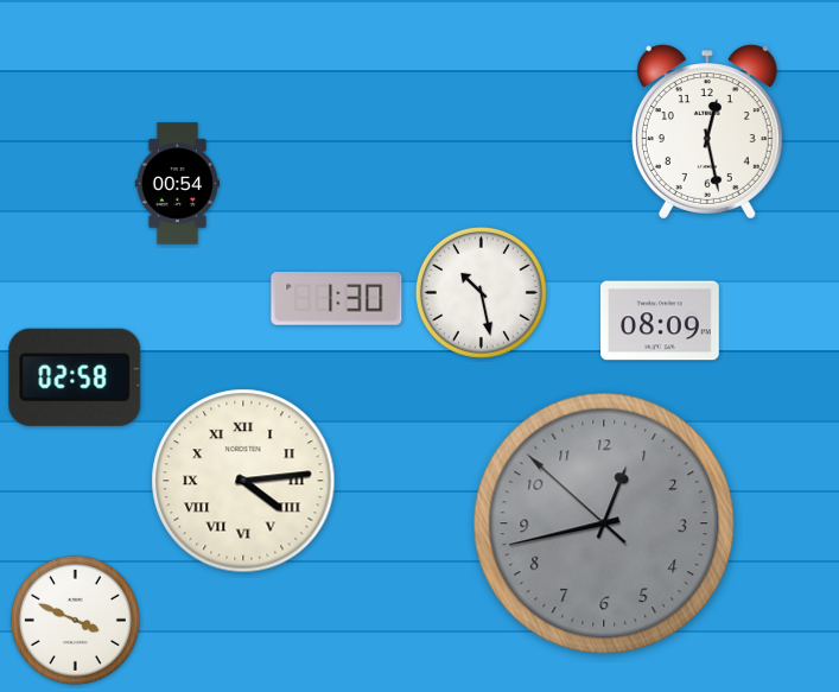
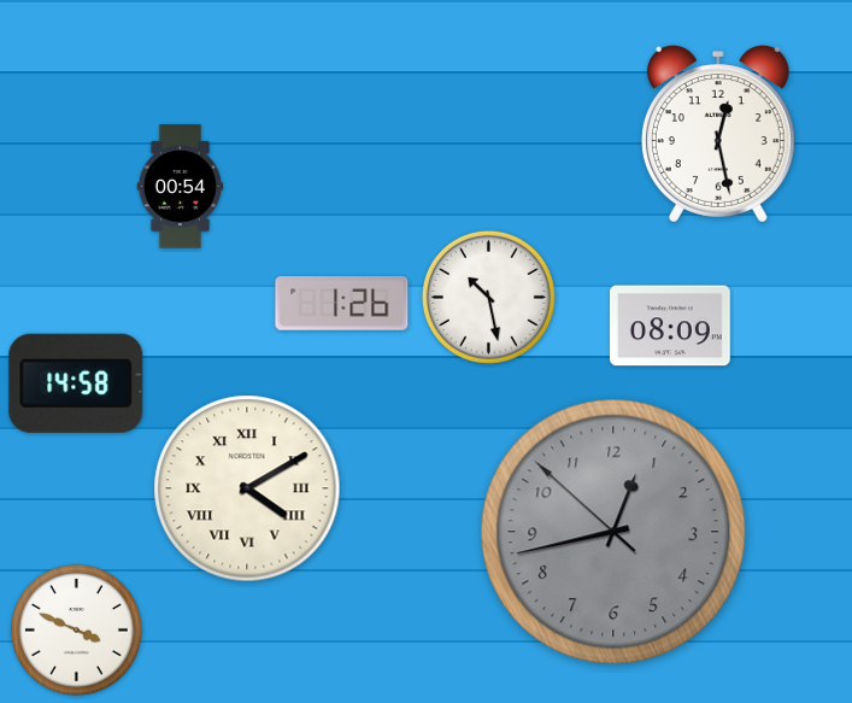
clock at (337, 299): 1:30 -> 1:26
clock at (75, 377): 02:58 -> 14:58
clock at (243, 481): 4:14 -> 4:10
